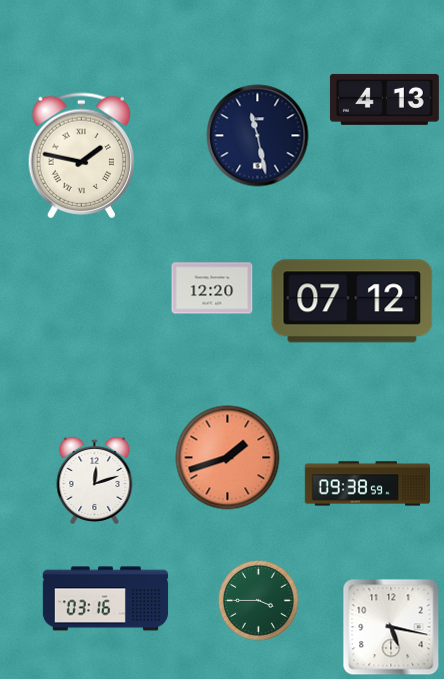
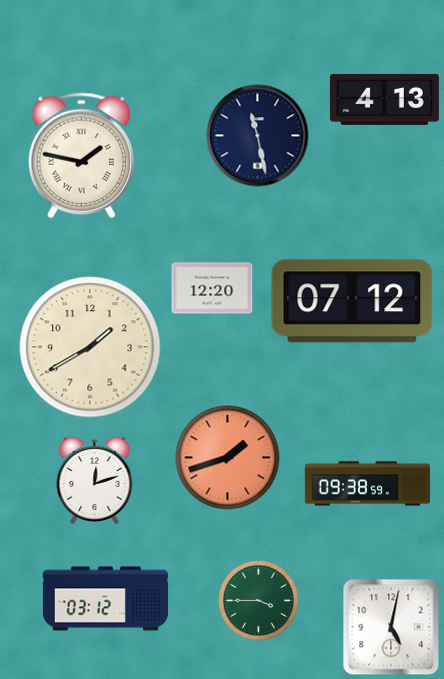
clock at (90, 347): none -> 1:40
clock at (106, 599): 03:16 -> 03:12
clock at (391, 627): 5:17 -> 5:02
